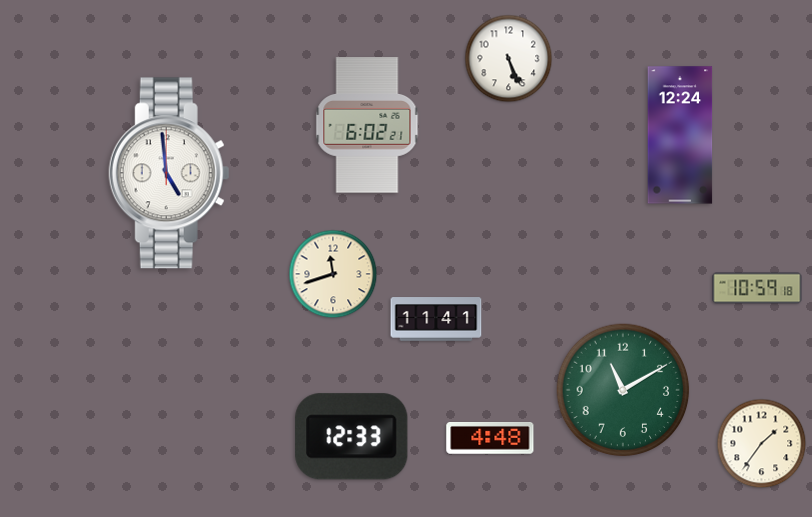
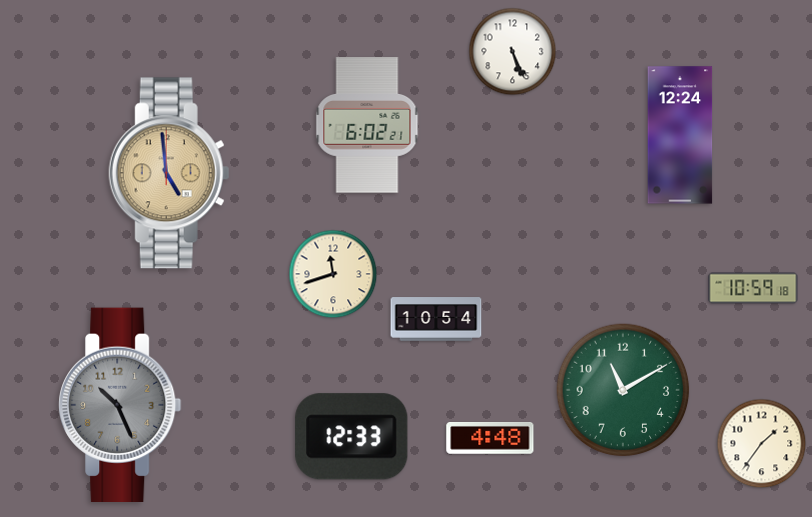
clock at (509, 59) position: (509, 59) -> (513, 52)
clock at (169, 173) dial: white -> champagne
clock at (757, 288) position: (757, 288) -> (753, 288)
clock at (436, 319): 11:41 -> 10:54
clock at (120, 404): none -> 10:26
